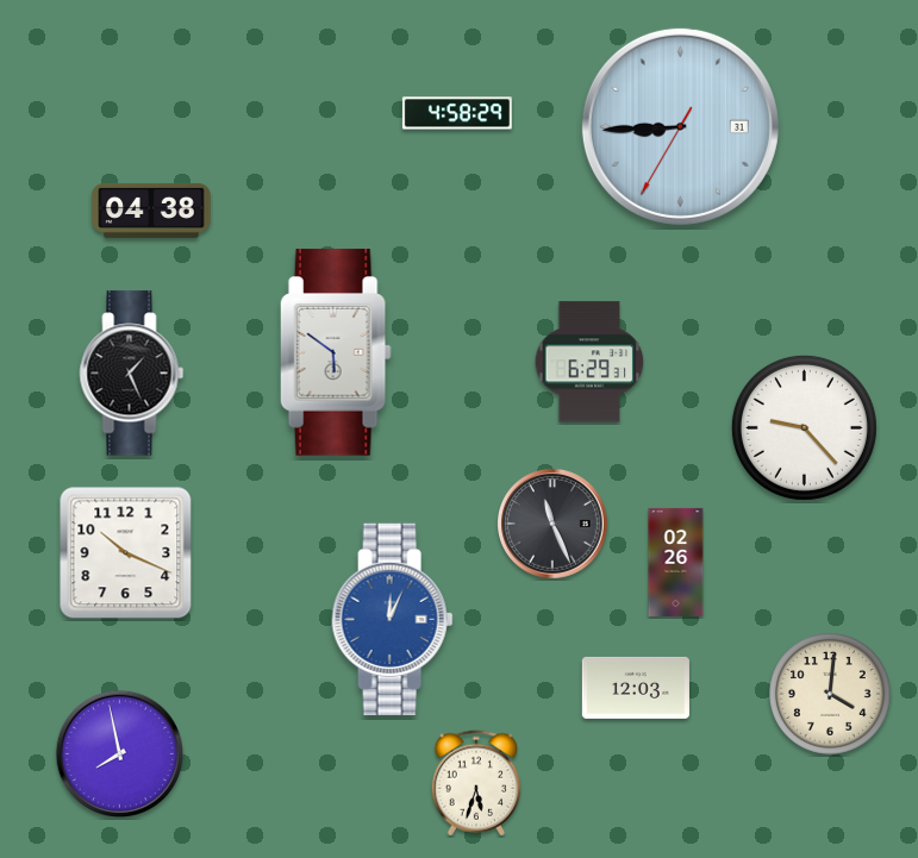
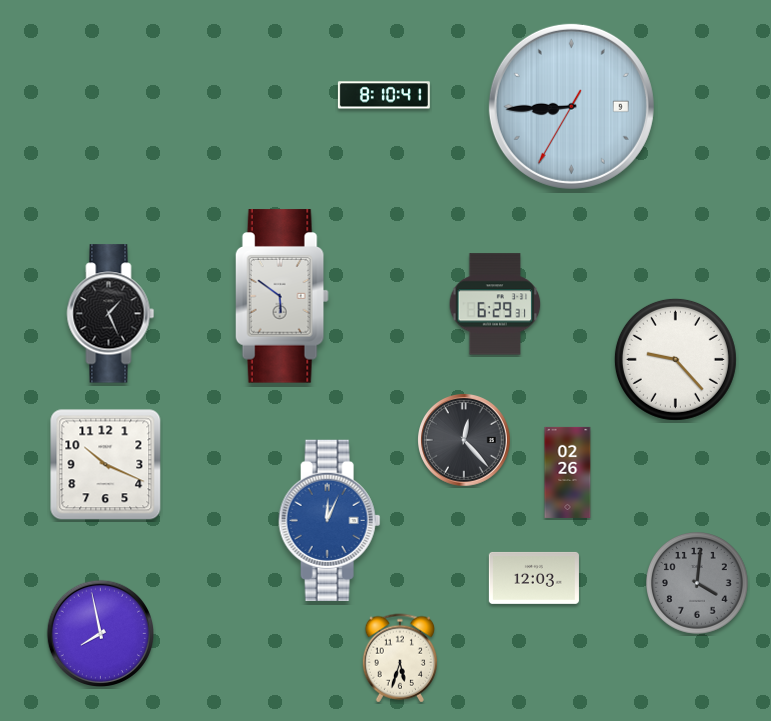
clock at (457, 113): 4:58 -> 8:10
clock at (680, 126) date: 31 -> 9
clock at (151, 211): 04:38 -> none
clock at (554, 525): 11:26 -> 12:23
clock at (831, 695) dial: cream -> grey
